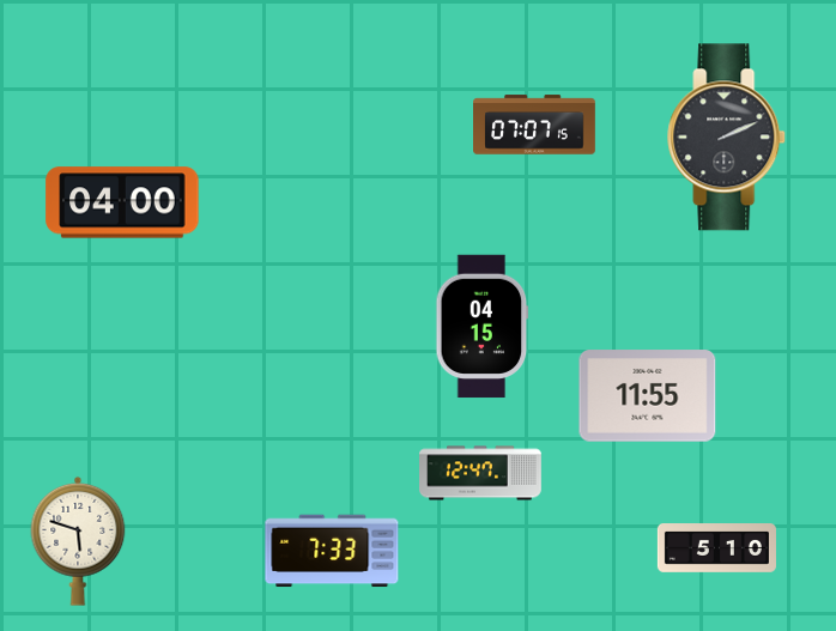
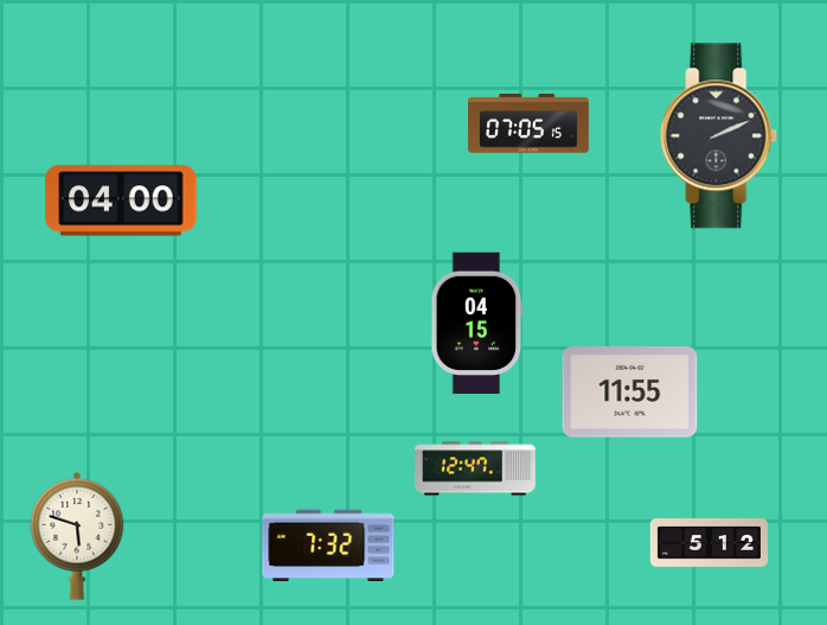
clock at (535, 125): 07:07 -> 07:05
clock at (648, 396) position: (648, 396) -> (630, 393)
clock at (716, 548): 5:10 -> 5:12
clock at (332, 551): 7:33 -> 7:32
